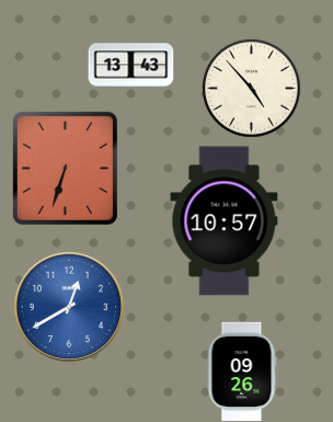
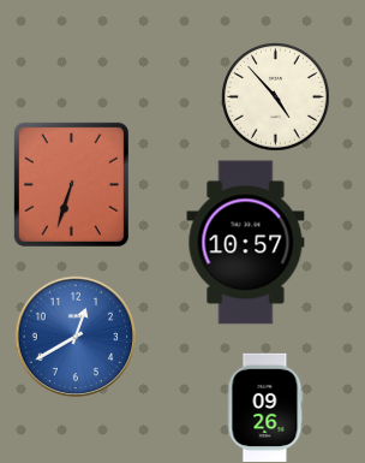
clock at (130, 66): 13:43 -> none
